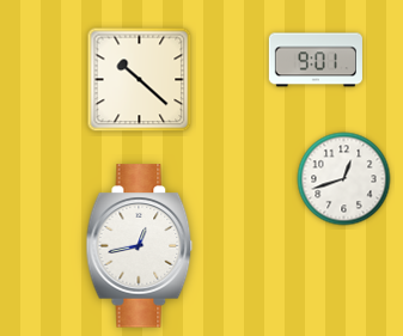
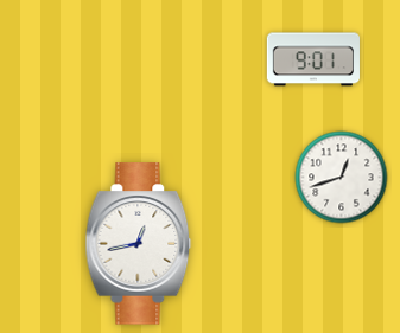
clock at (140, 80): 10:22 -> none
